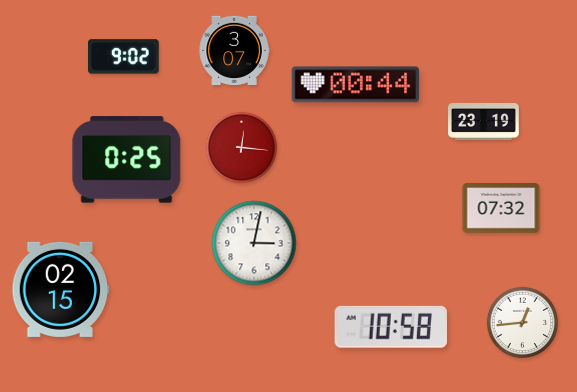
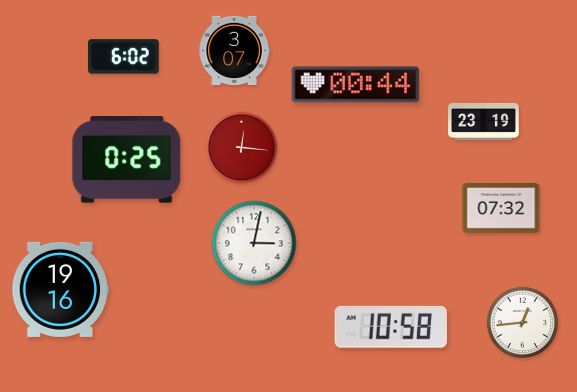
clock at (124, 57): 9:02 -> 6:02
clock at (61, 289): 02:15 -> 19:16
